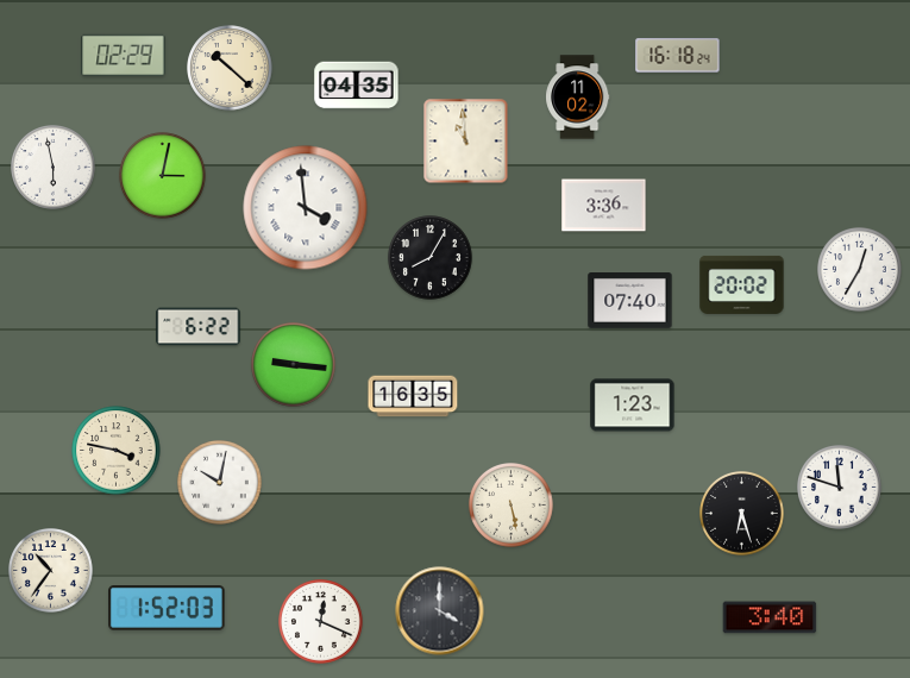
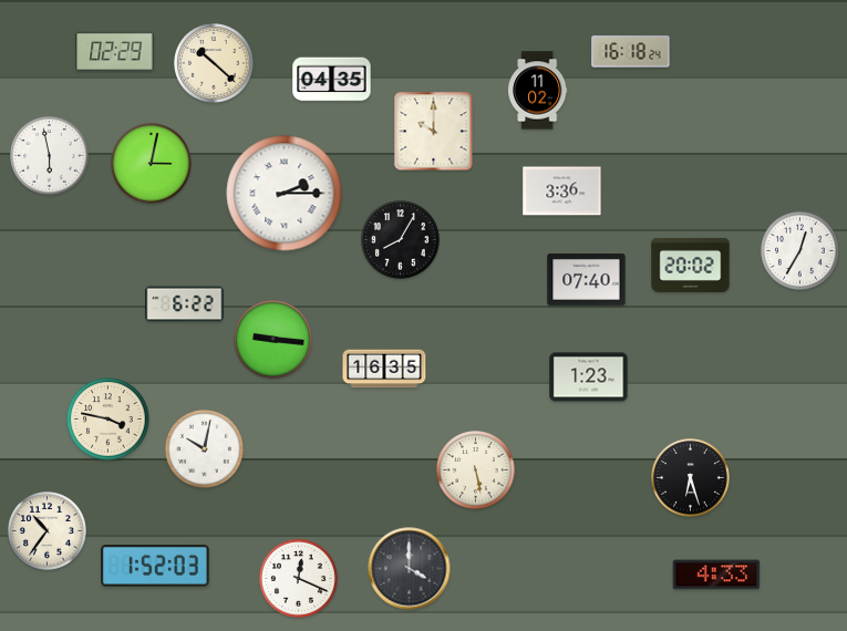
clock at (466, 142): 10:59 -> 10:00
clock at (306, 208): 3:59 -> 2:15
clock at (840, 488): 11:48 -> none
clock at (770, 617): 3:40 -> 4:33
